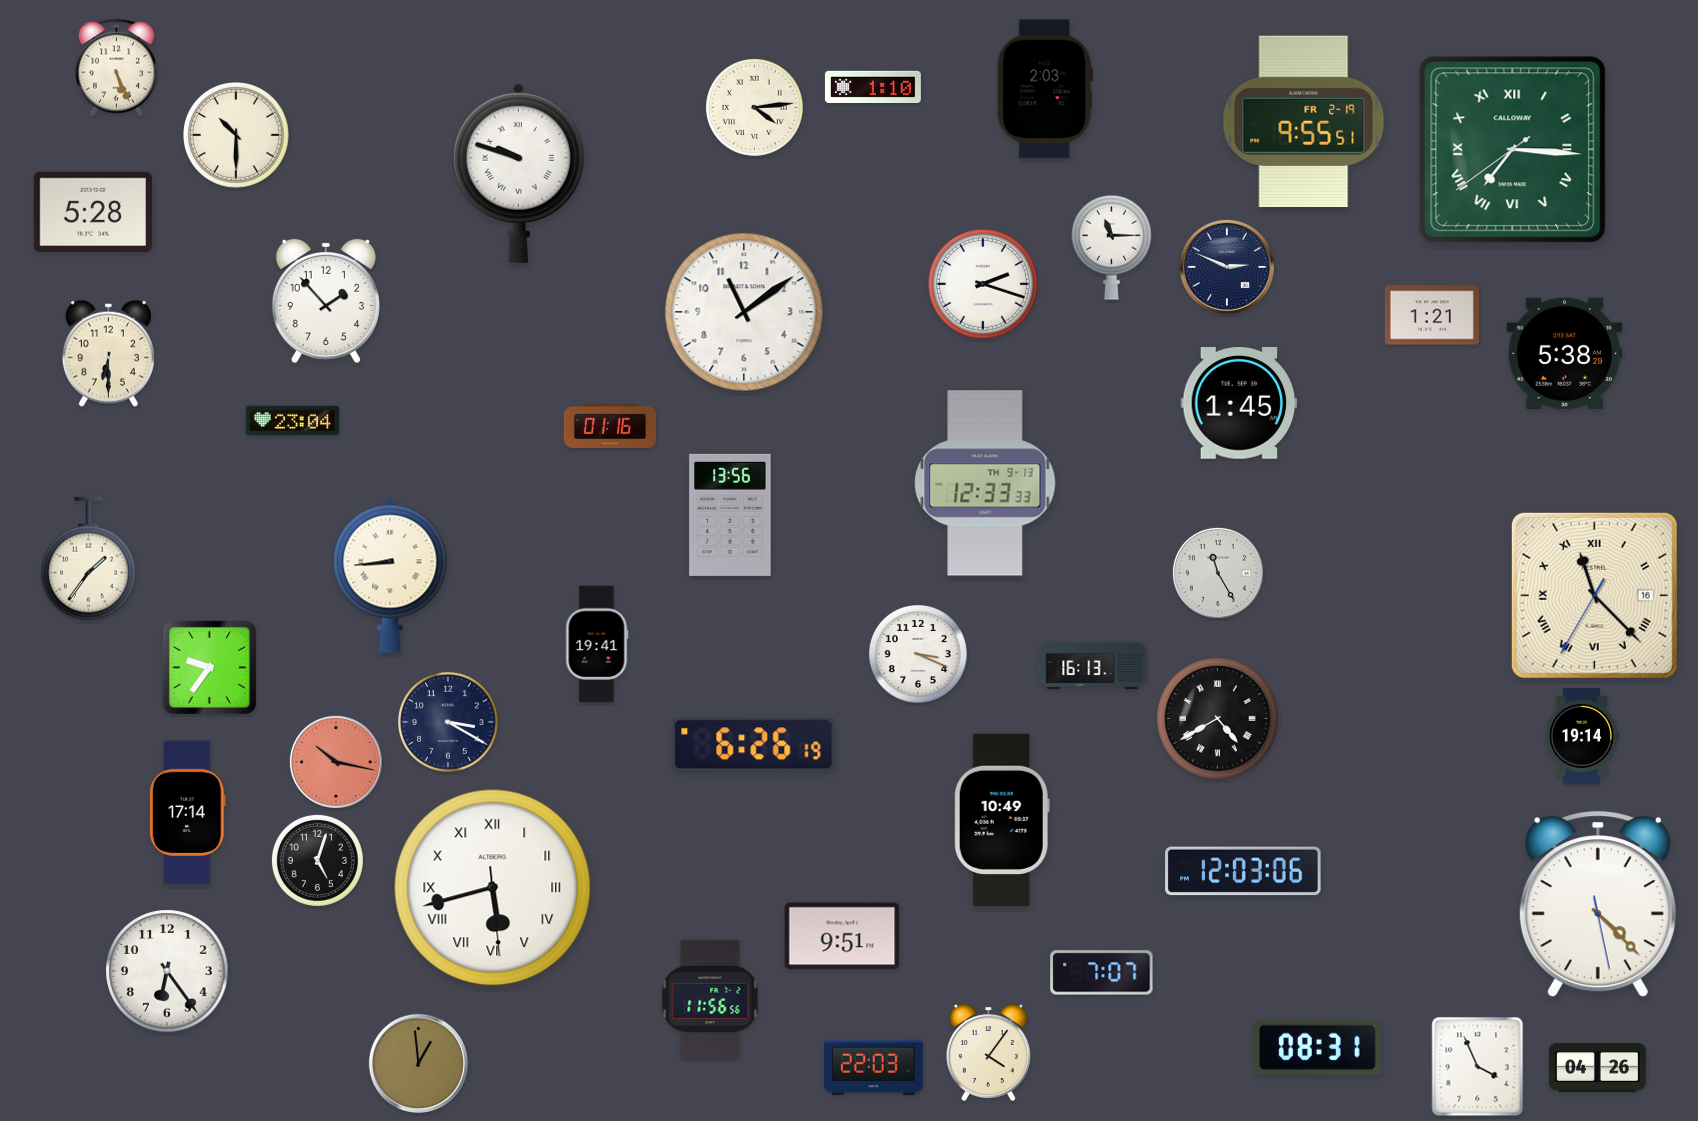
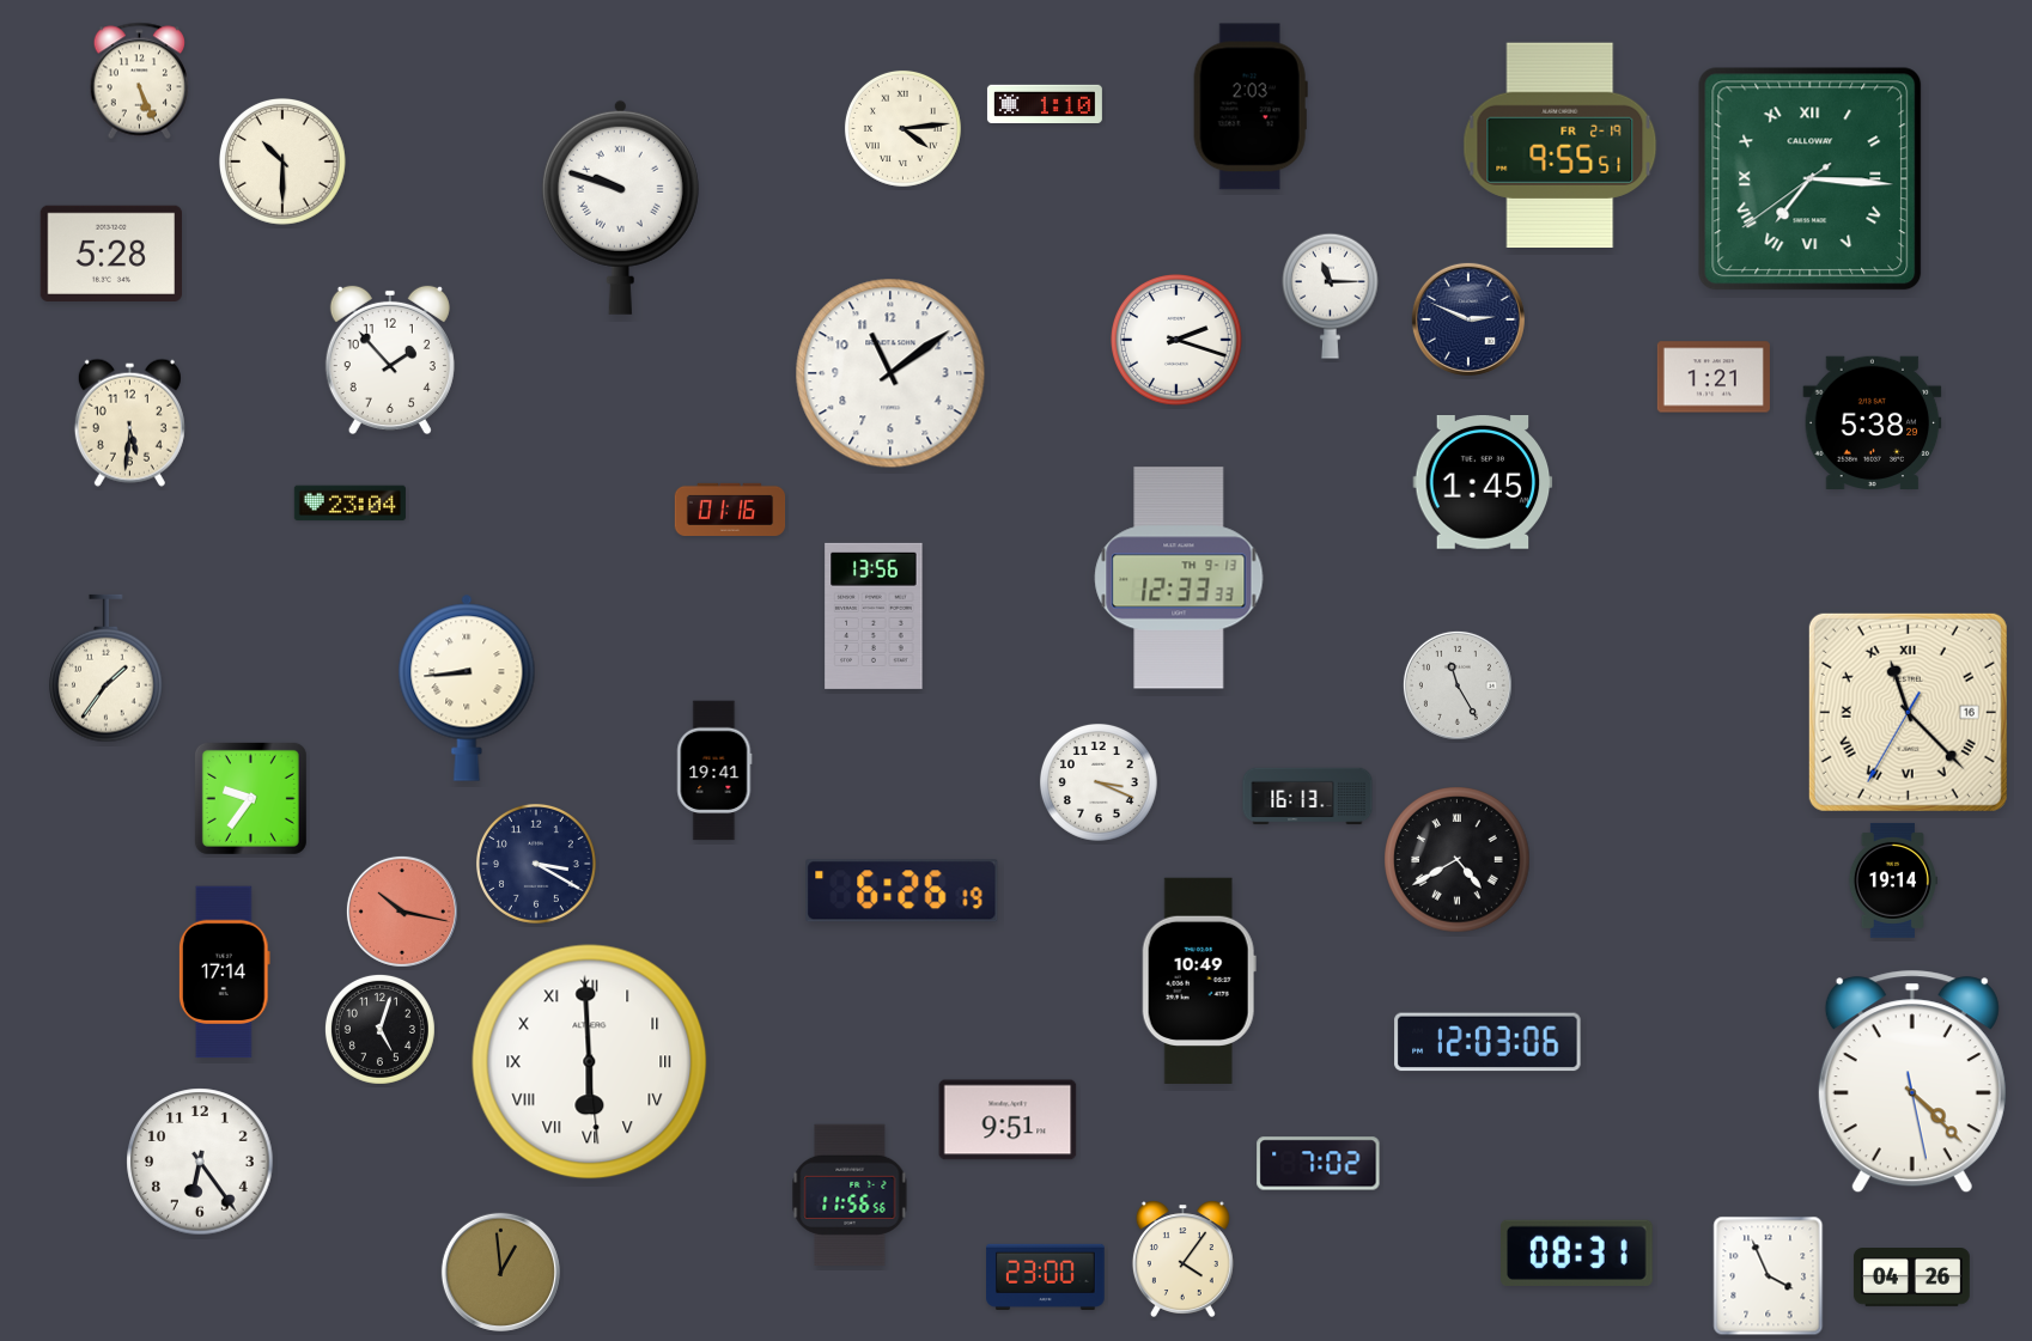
clock at (108, 353): 6:30 -> 5:31
clock at (493, 888): 5:42 -> 5:59
clock at (1102, 973): 7:07 -> 7:02
clock at (874, 1067): 22:03 -> 23:00
